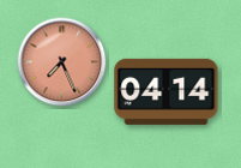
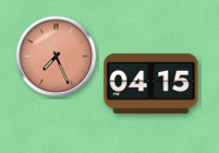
clock at (167, 91): 04:14 -> 04:15
